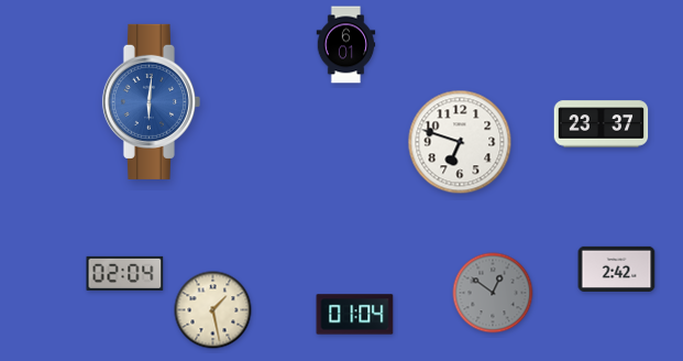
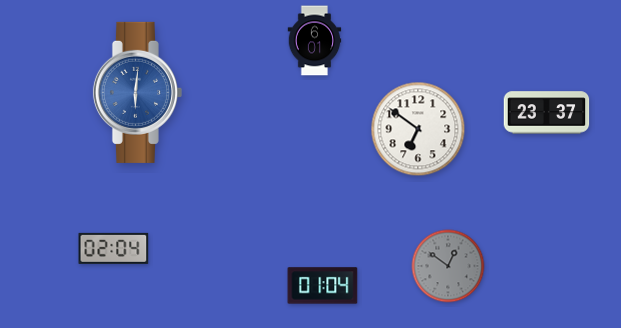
clock at (460, 142): 6:48 -> 6:51
clock at (617, 269): 2:42 -> none
clock at (213, 310): 1:28 -> none
